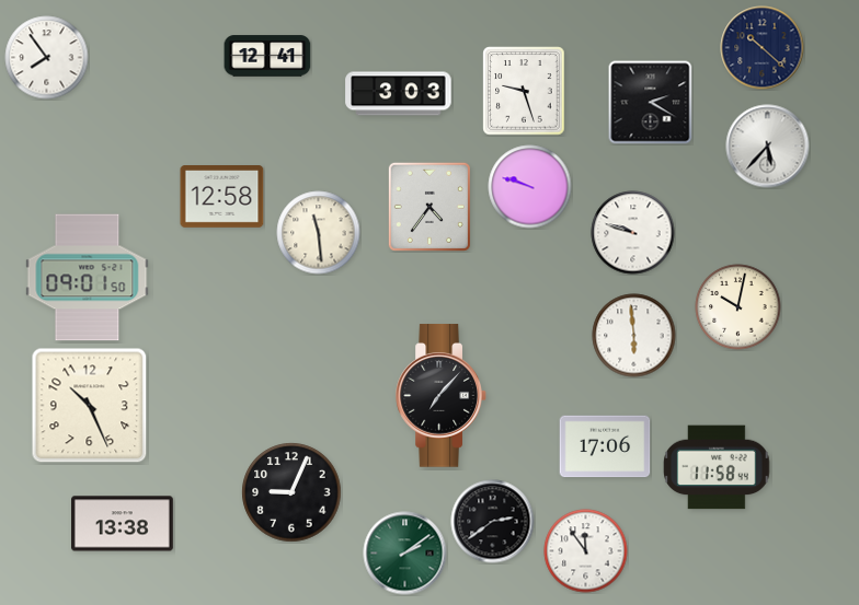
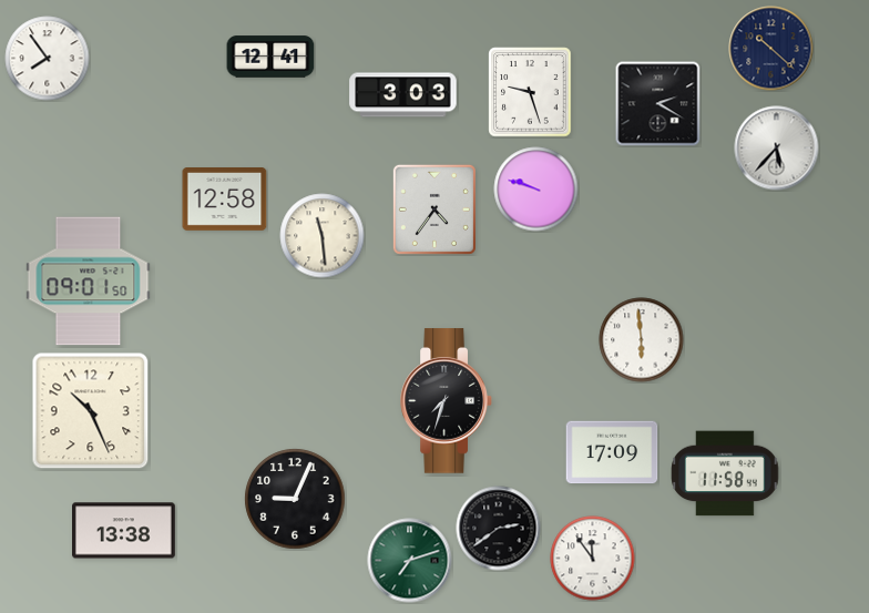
clock at (633, 233): 9:48 -> none
clock at (738, 307): 10:02 -> none
clock at (440, 396): 7:07 -> 7:33
clock at (605, 446): 17:06 -> 17:09
clock at (405, 554): 2:09 -> 7:12
